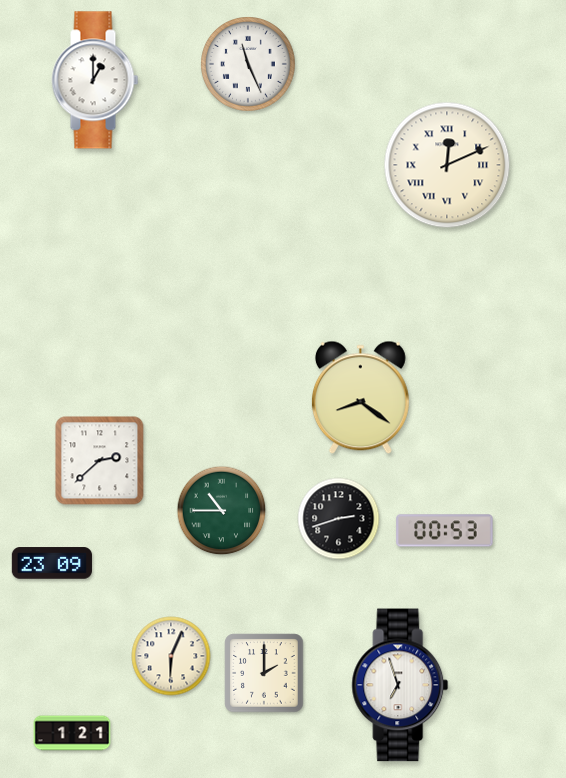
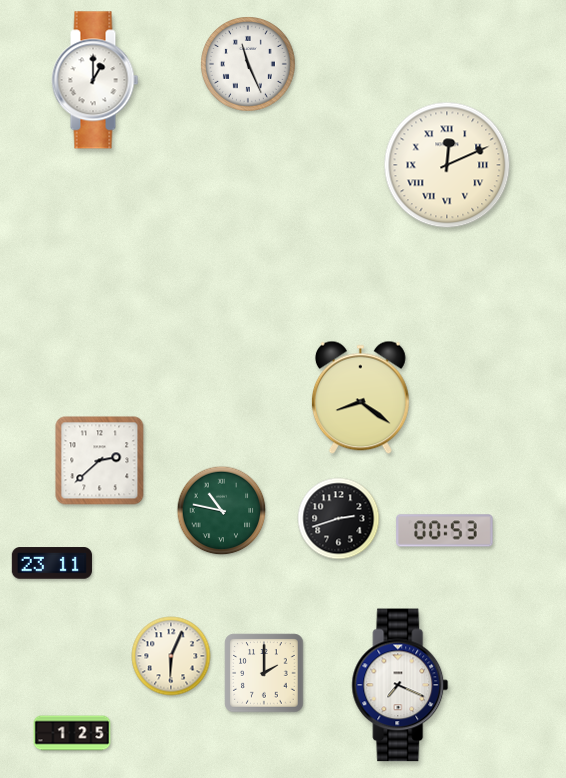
clock at (222, 511): 10:45 -> 10:47
clock at (51, 563): 23:09 -> 23:11
clock at (400, 685): 6:57 -> 7:19
clock at (72, 733): 1:21 -> 1:25
